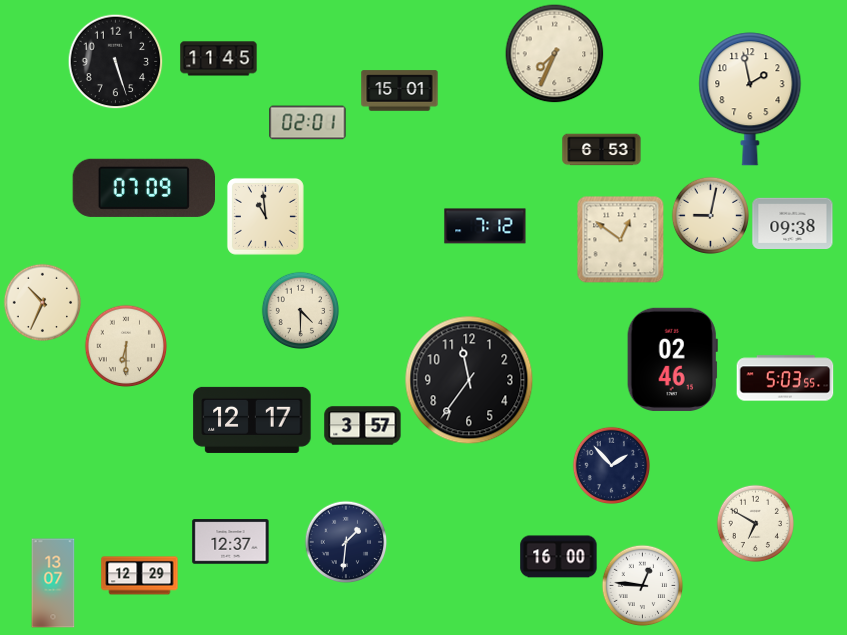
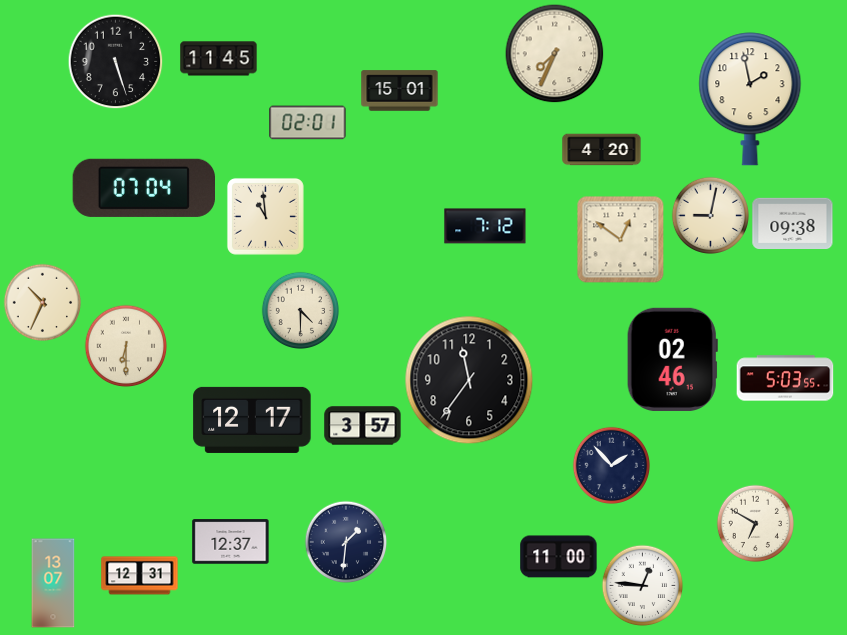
clock at (602, 150): 6:53 -> 4:20
clock at (143, 188): 07:09 -> 07:04
clock at (559, 557): 16:00 -> 11:00
clock at (140, 576): 12:29 -> 12:31
